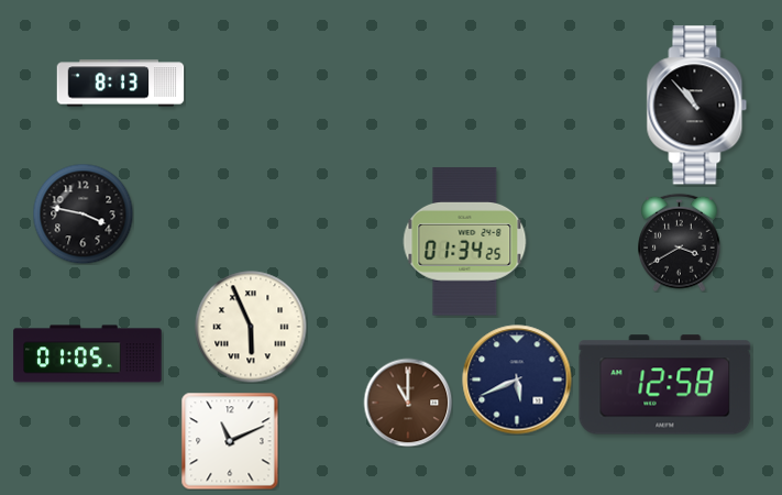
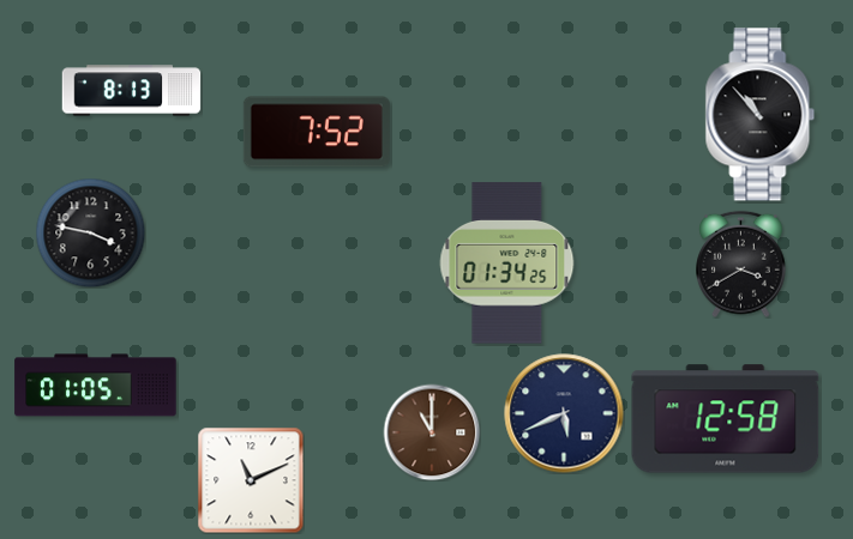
clock at (317, 132): none -> 7:52
clock at (251, 327): 5:56 -> none
clock at (408, 403) position: (408, 403) -> (432, 432)
